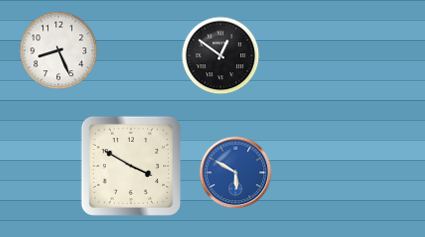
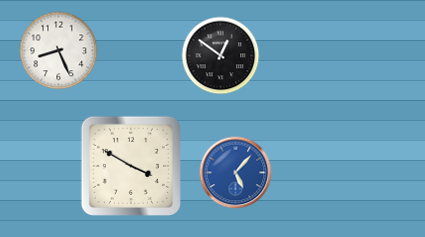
clock at (236, 173): 5:50 -> 5:07
